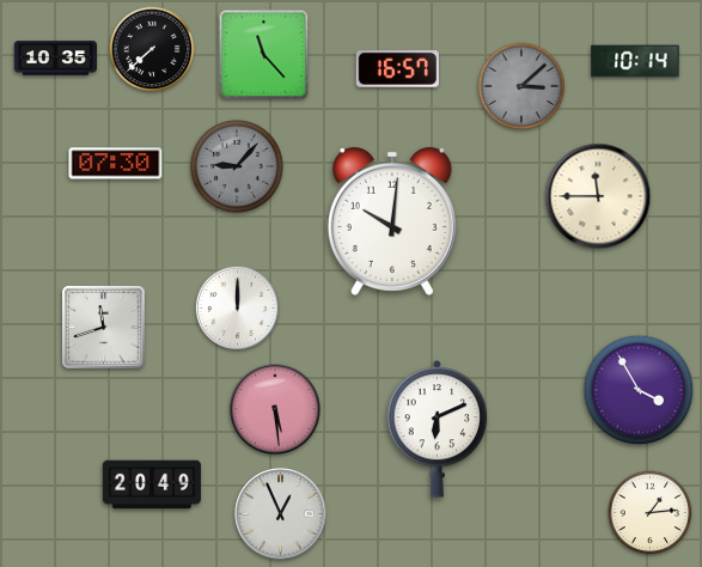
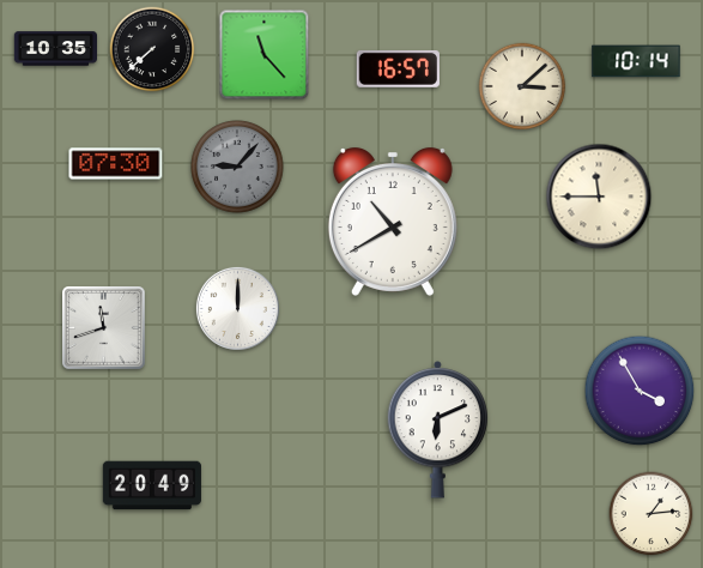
clock at (56, 59) position: (56, 59) -> (56, 49)
clock at (521, 86) dial: grey -> cream
clock at (392, 221): 10:01 -> 10:40
clock at (275, 409): 5:29 -> none
clock at (281, 514): 12:56 -> none
